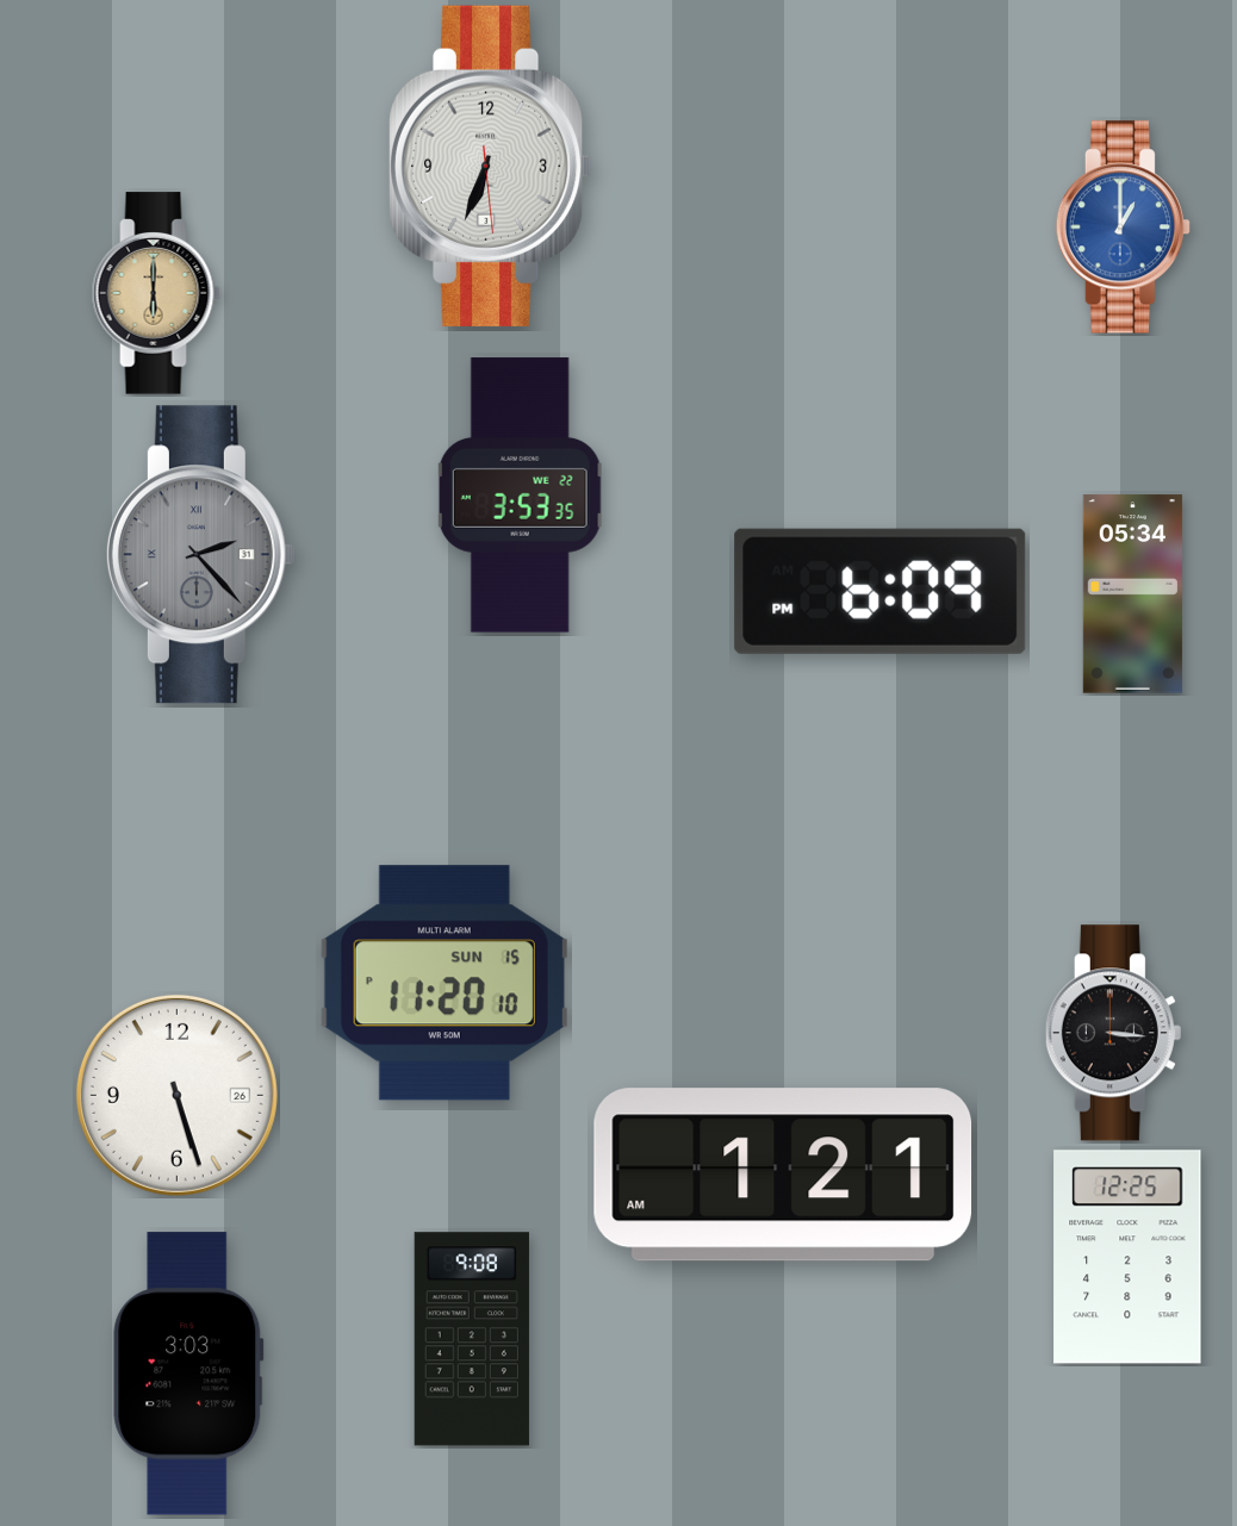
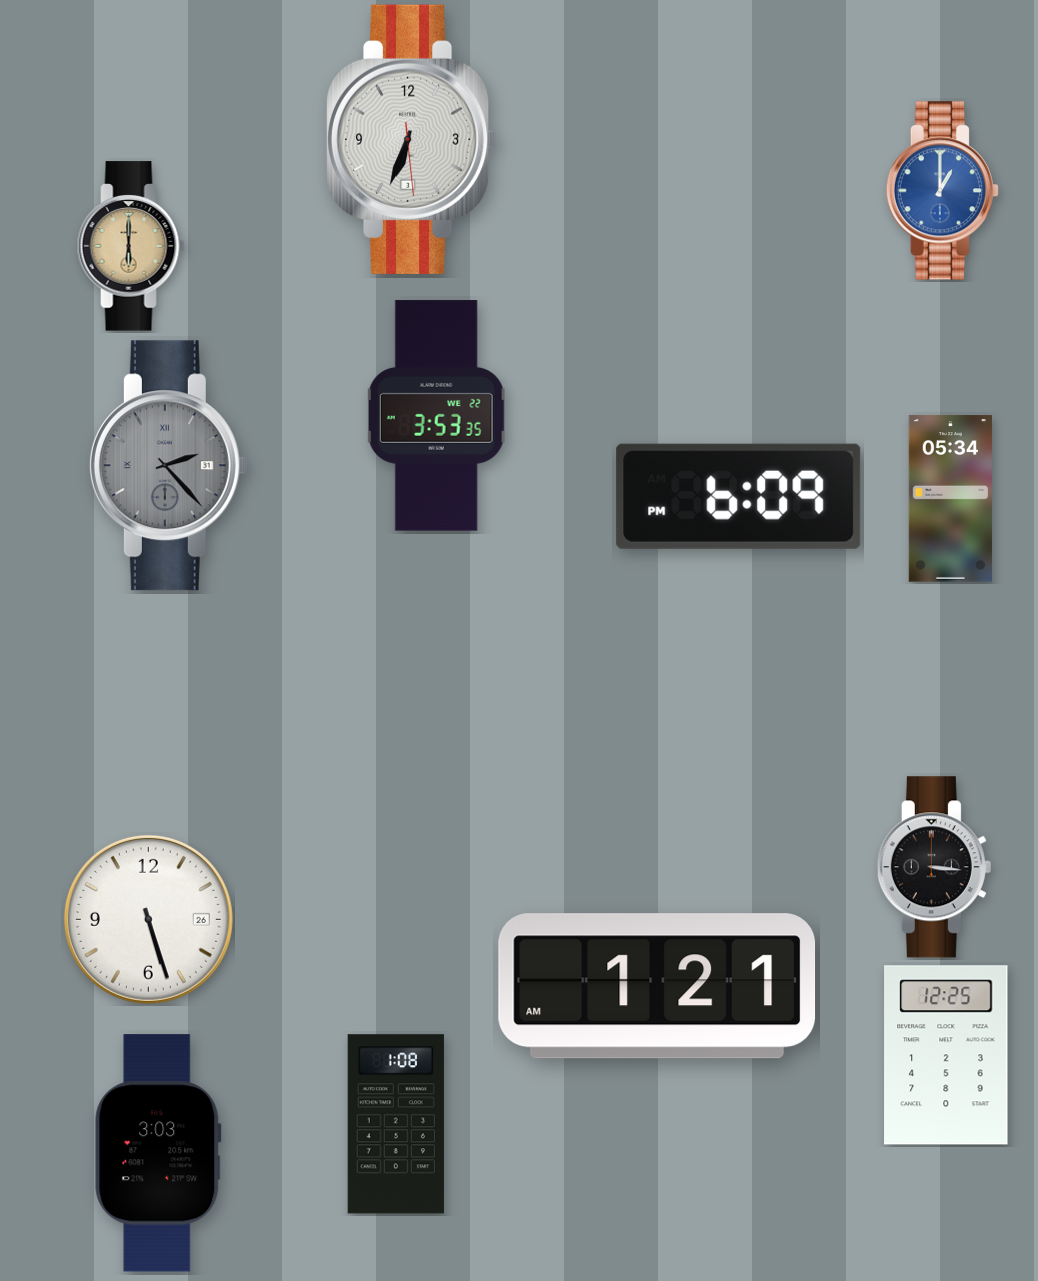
clock at (445, 983): 11:20 -> none
clock at (472, 1339): 9:08 -> 1:08
